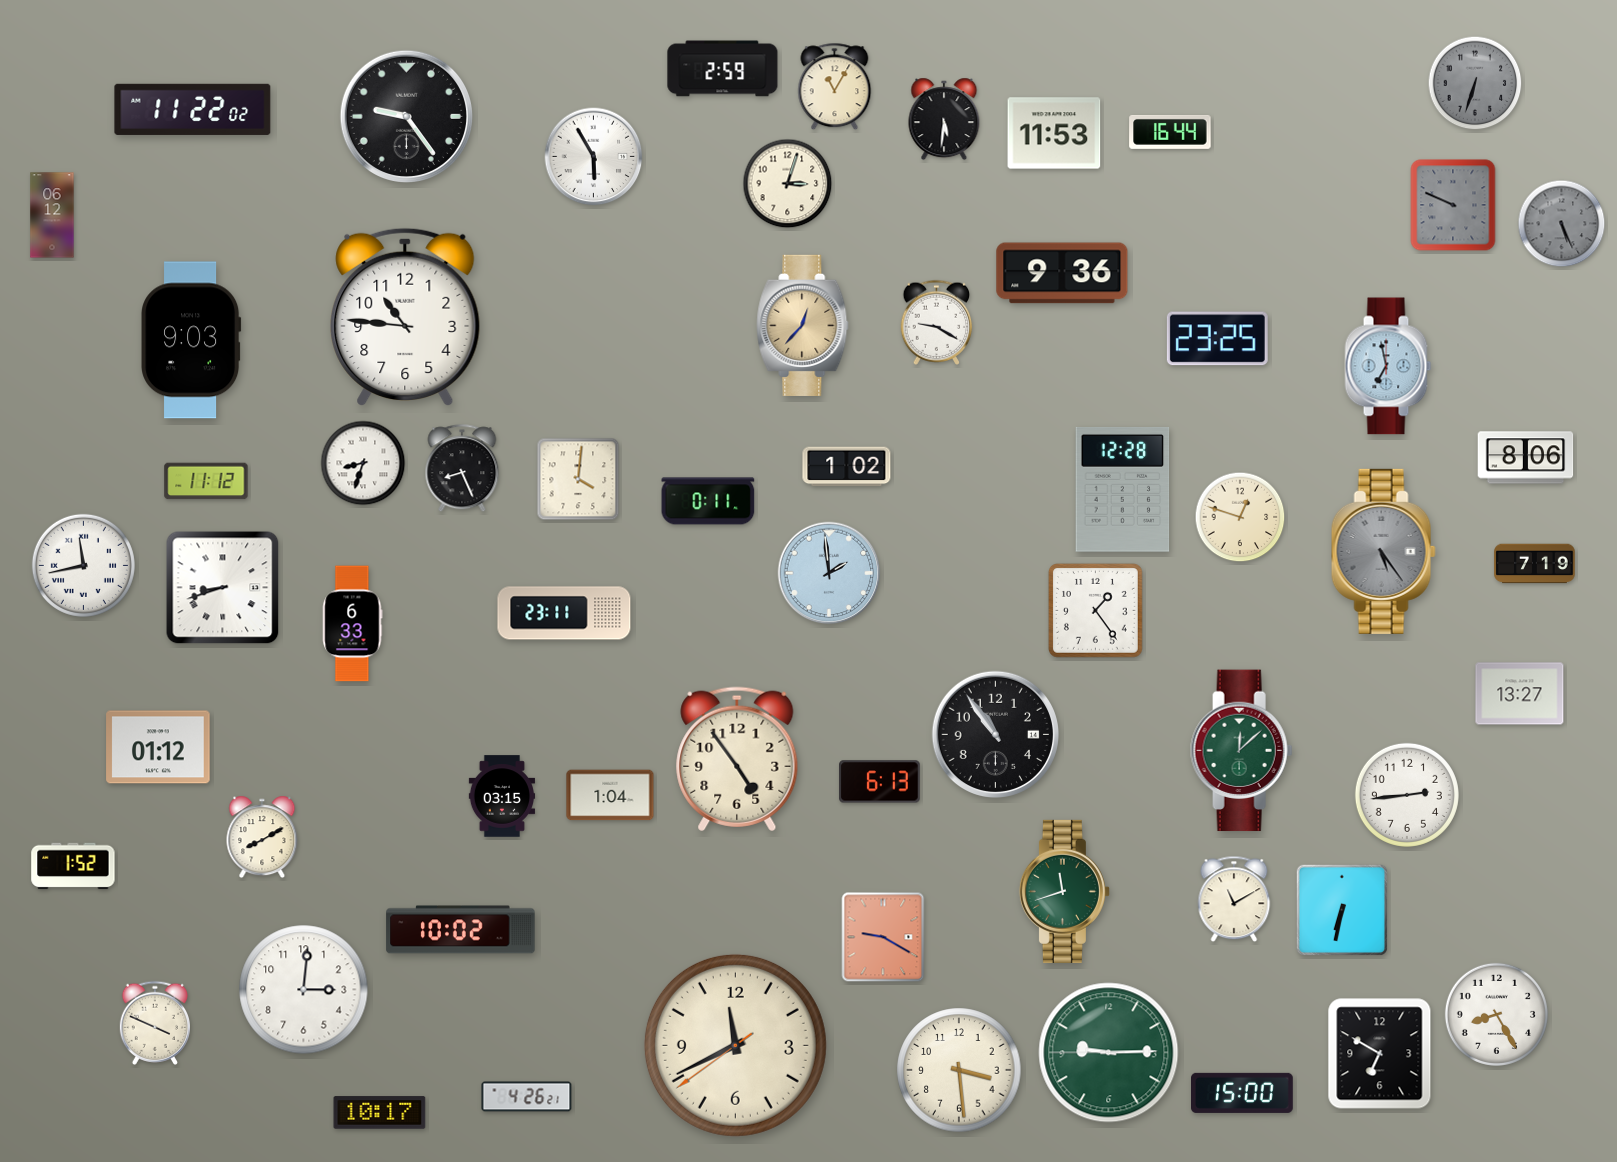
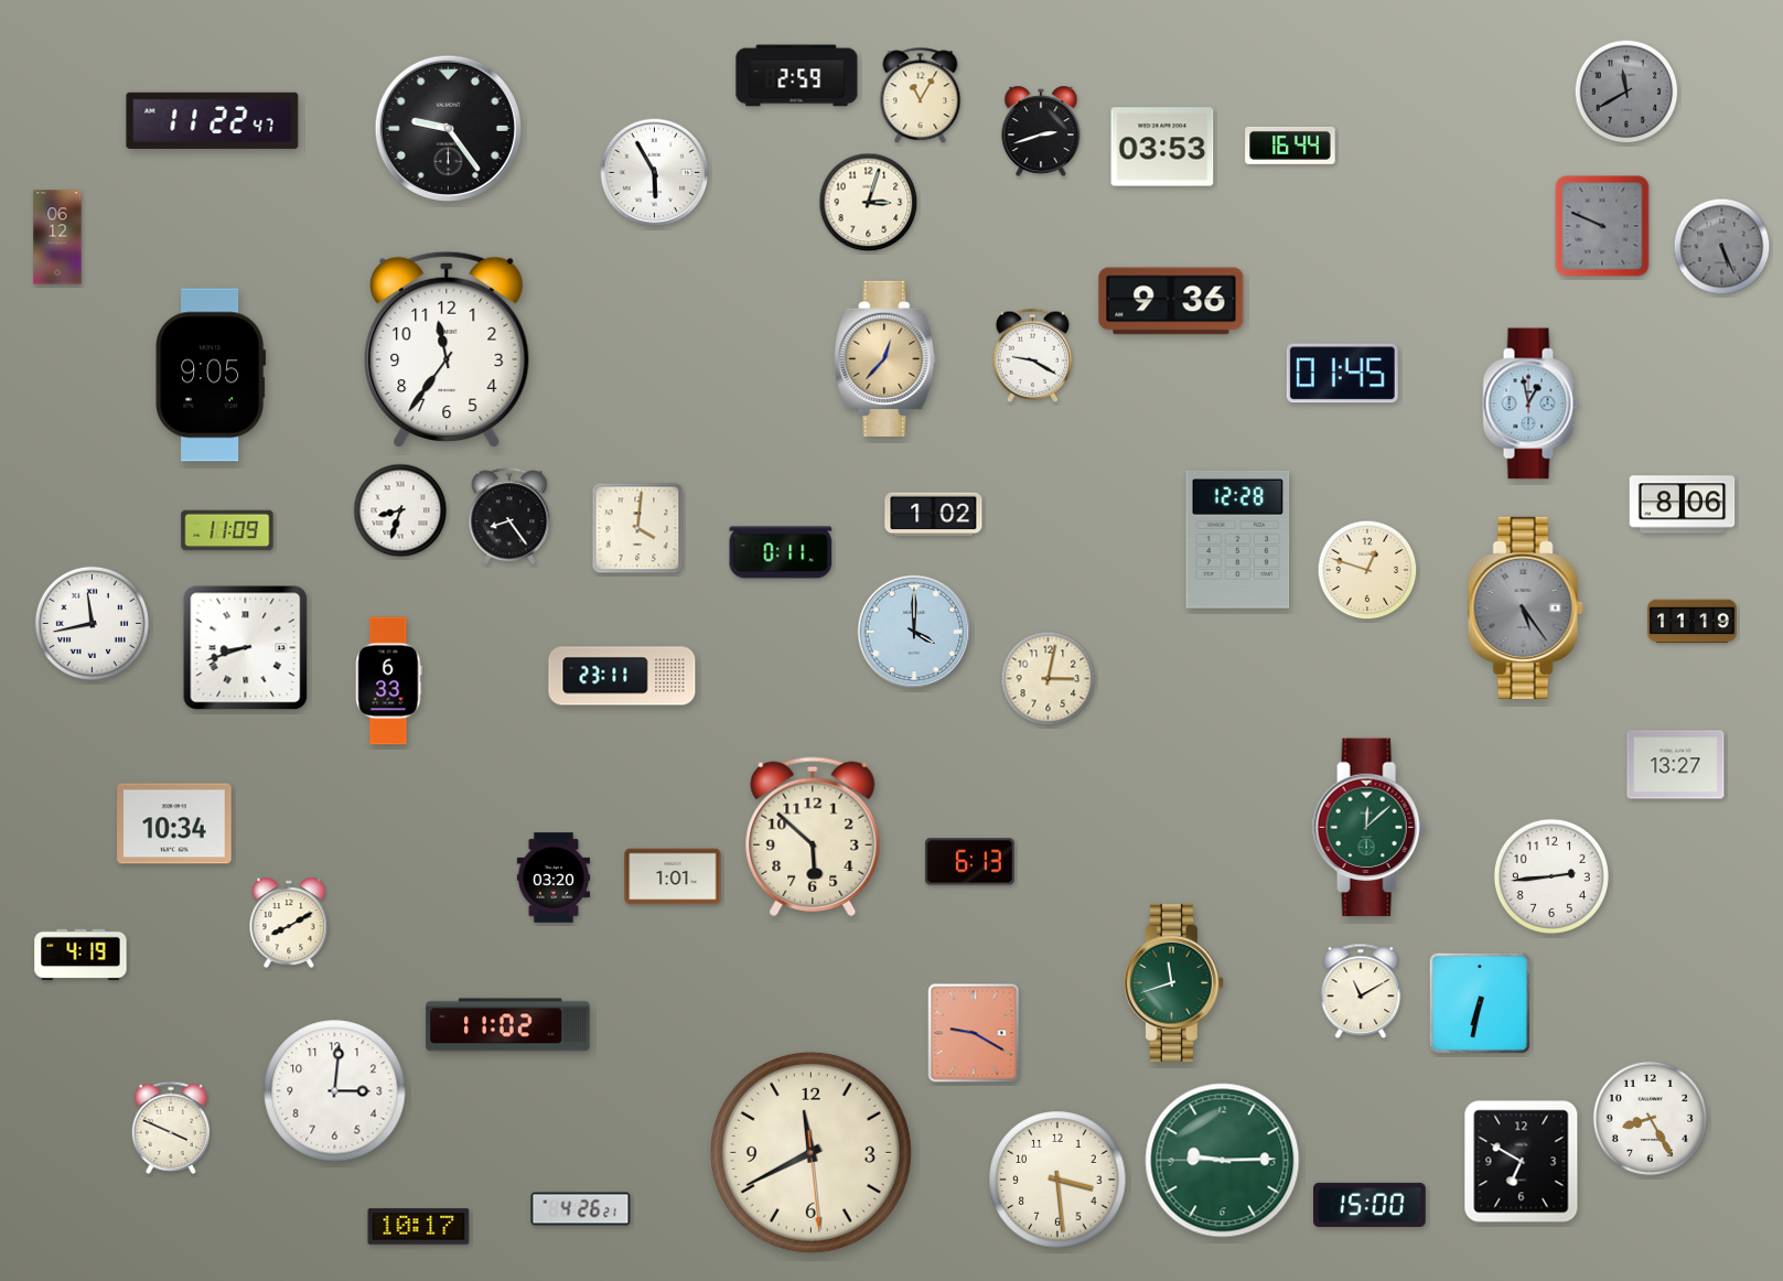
clock at (1475, 83): 6:33 -> 11:40
clock at (193, 109): 11:22:02 -> 11:22:47
clock at (944, 119): 5:31 -> 2:42
clock at (1054, 133): 11:53 -> 03:53
clock at (405, 317): 10:46 -> 11:36
clock at (1217, 339): 23:25 -> 01:45
clock at (191, 340): 9:03 -> 9:05
clock at (1388, 366): 6:58 -> 12:58
clock at (462, 469): 8:26 -> 8:24
clock at (206, 481): 11:12 -> 11:09
clock at (1535, 564): 7:19 -> 11:19
clock at (829, 573): 1:59 -> 4:00
clock at (1096, 611): 1:24 -> none
clock at (1049, 679): none -> 3:02
clock at (353, 624) position: (353, 624) -> (389, 681)
clock at (995, 734): 10:54 -> none
clock at (158, 747): 01:12 -> 10:34
clock at (737, 759): 4:54 -> 5:52
clock at (610, 795): 1:04 -> 1:01
clock at (502, 796): 03:15 -> 03:20
clock at (73, 866): 1:52 -> 4:19
clock at (461, 930): 10:02 -> 11:02
clock at (735, 1045): 11:40:39 -> 11:40:29
